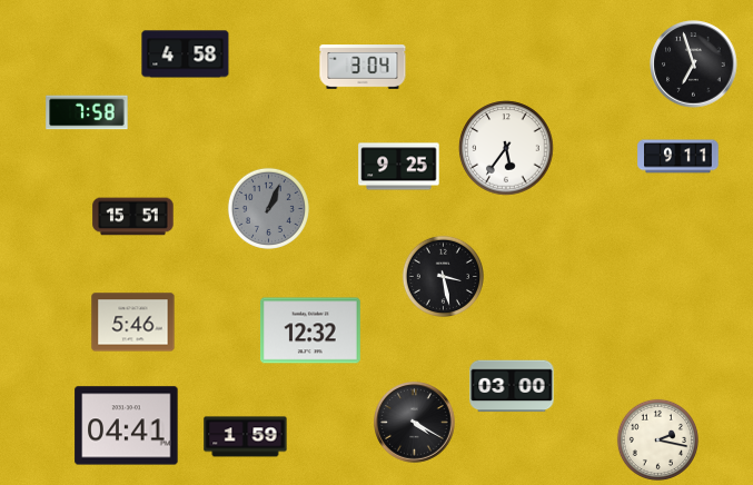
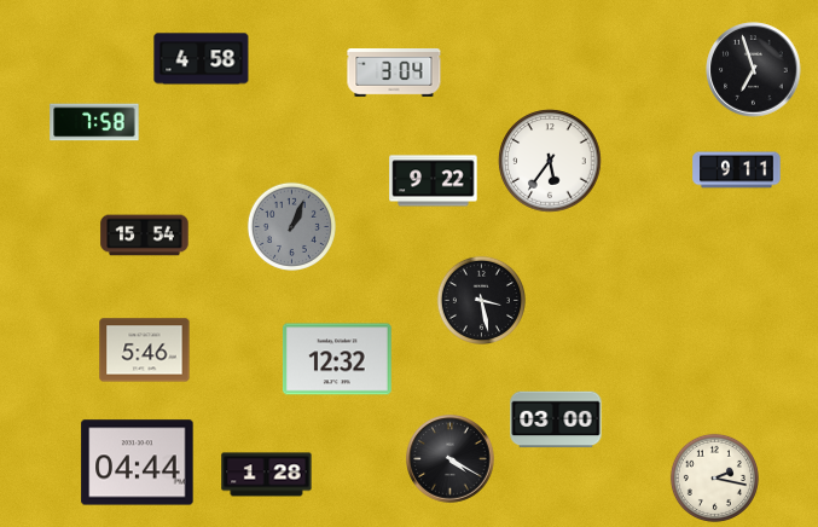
clock at (399, 167): 9:25 -> 9:22
clock at (133, 217): 15:51 -> 15:54
clock at (127, 426): 04:41 -> 04:44
clock at (246, 437): 1:59 -> 1:28
